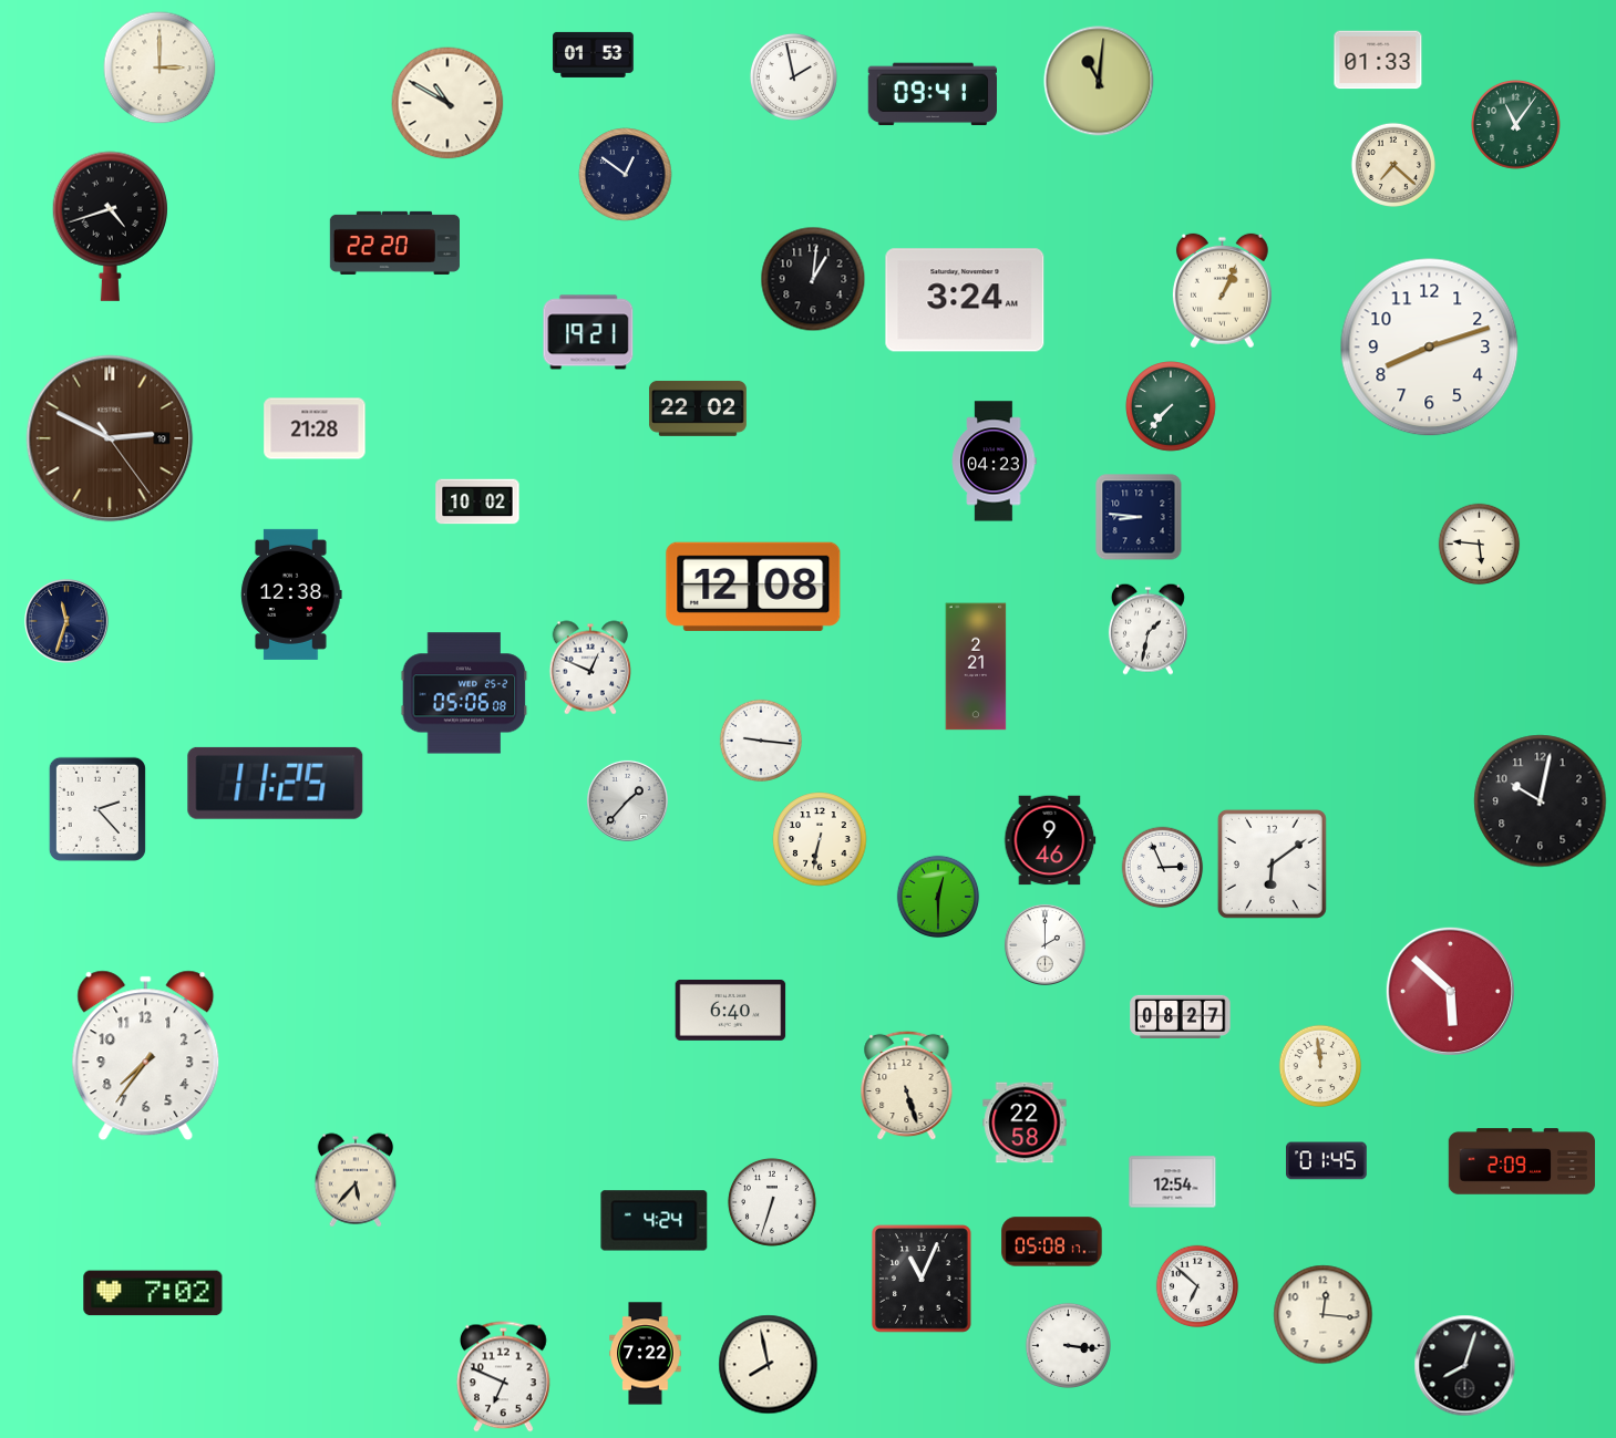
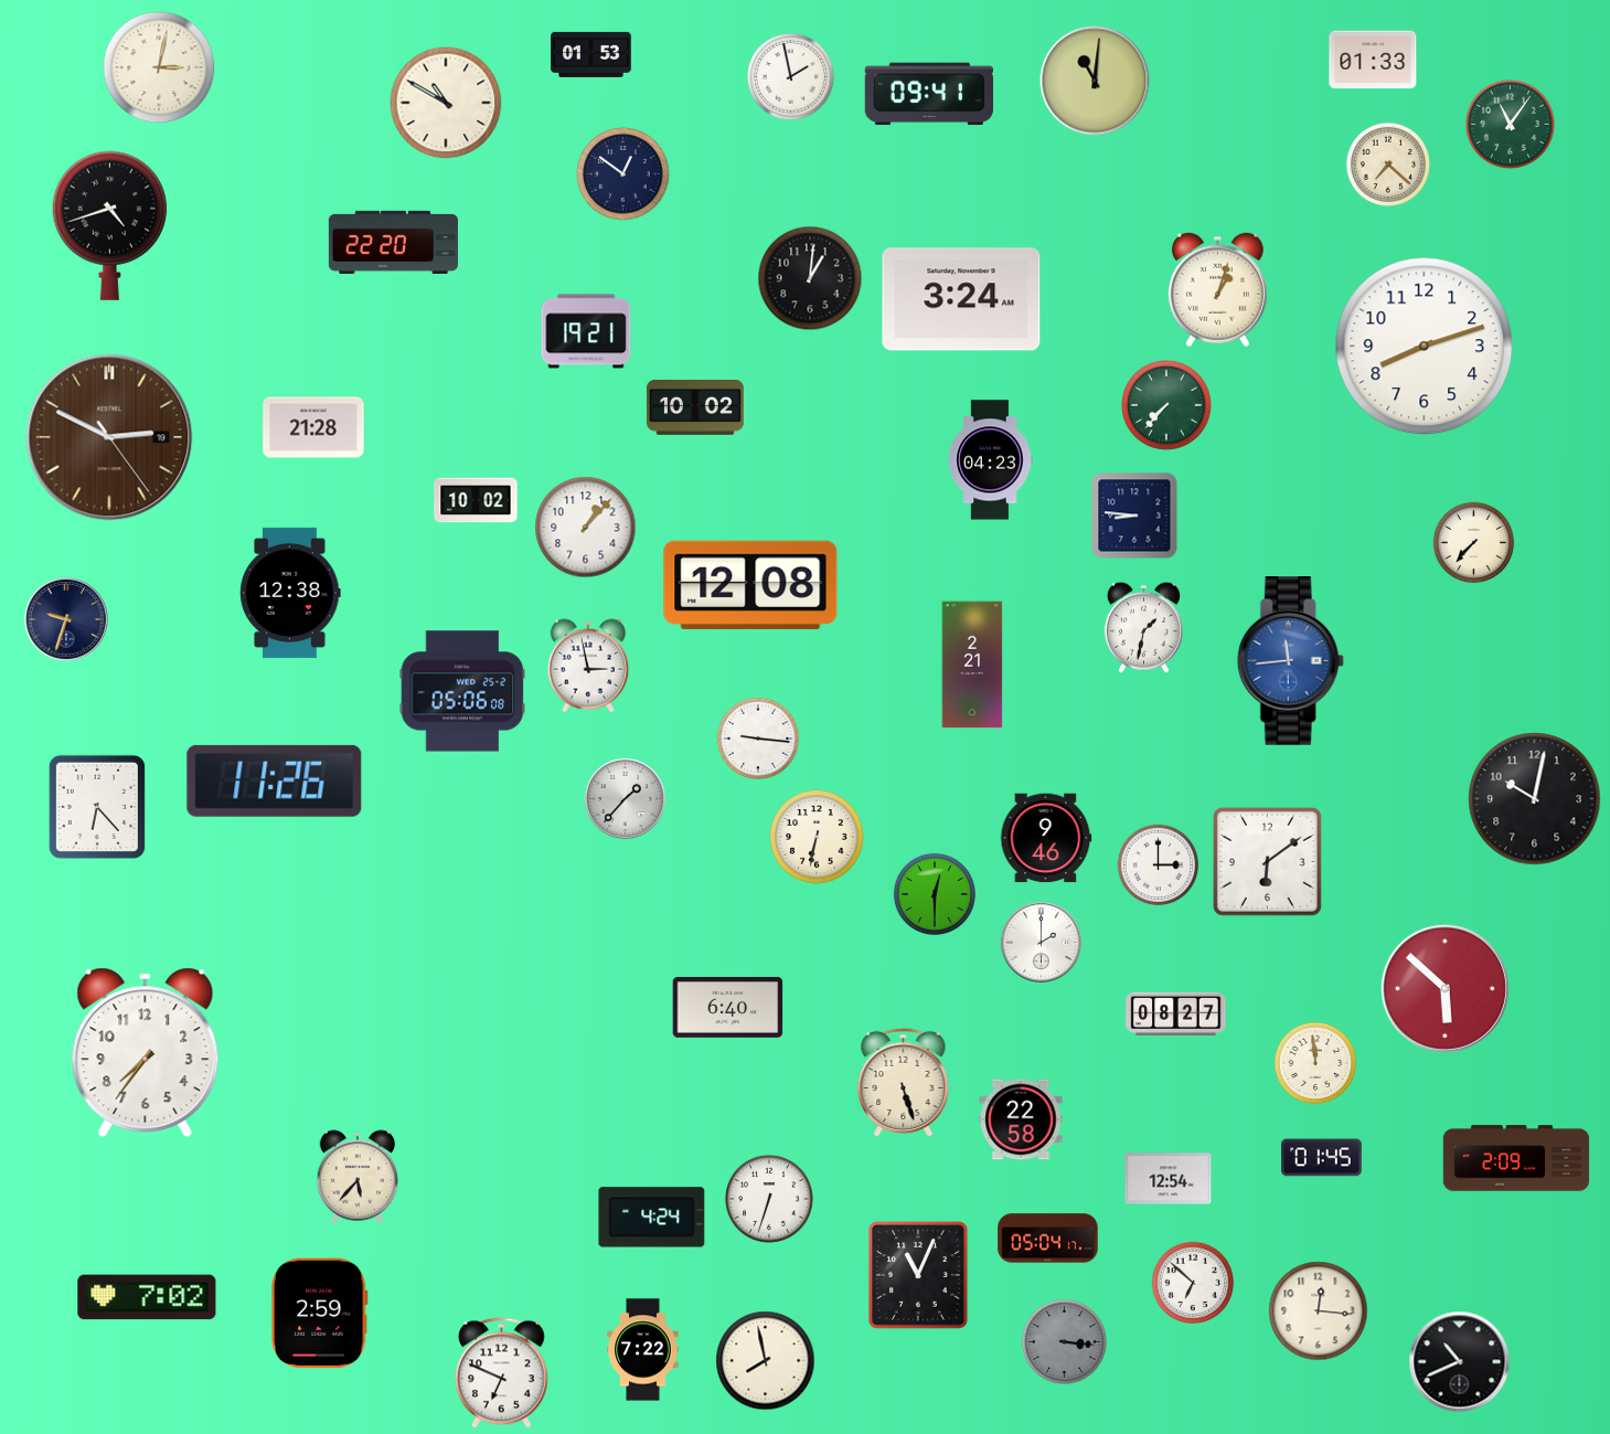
clock at (159, 68): 3:00 -> 3:02
clock at (1222, 291): 1:04 -> 1:03
clock at (698, 408): 22:02 -> 10:02
clock at (586, 528): none -> 1:07
clock at (1480, 545): 5:46 -> 7:37
clock at (68, 622): 11:33 -> 9:33
clock at (1290, 661): none -> 11:44
clock at (590, 668): 12:49 -> 2:58
clock at (276, 783): 11:25 -> 11:26
clock at (97, 809): 2:23 -> 6:23
clock at (1163, 868): 2:56 -> 3:00
clock at (356, 1180) position: (356, 1180) -> (358, 1177)
clock at (1052, 1242): 05:08 -> 05:04
clock at (153, 1293) position: (153, 1293) -> (147, 1297)
clock at (319, 1314): none -> 2:59
clock at (1068, 1345) dial: white -> grey
clock at (1465, 1366): 8:03 -> 10:41
